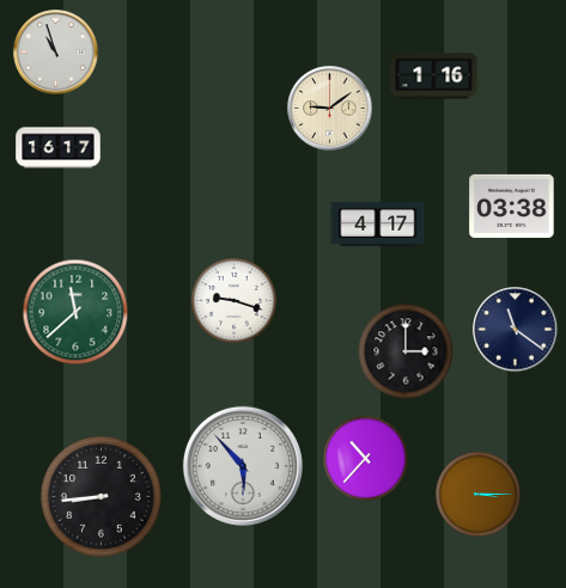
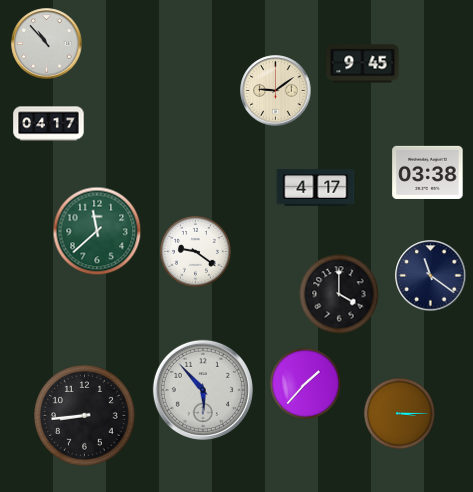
clock at (56, 53): 10:57 -> 10:53
clock at (434, 76): 1:16 -> 9:45
clock at (59, 148): 16:17 -> 04:17
clock at (233, 300): 9:18 -> 9:21
clock at (75, 312) position: (75, 312) -> (97, 231)
clock at (406, 351): 3:00 -> 4:00
clock at (365, 458): 10:37 -> 1:37
